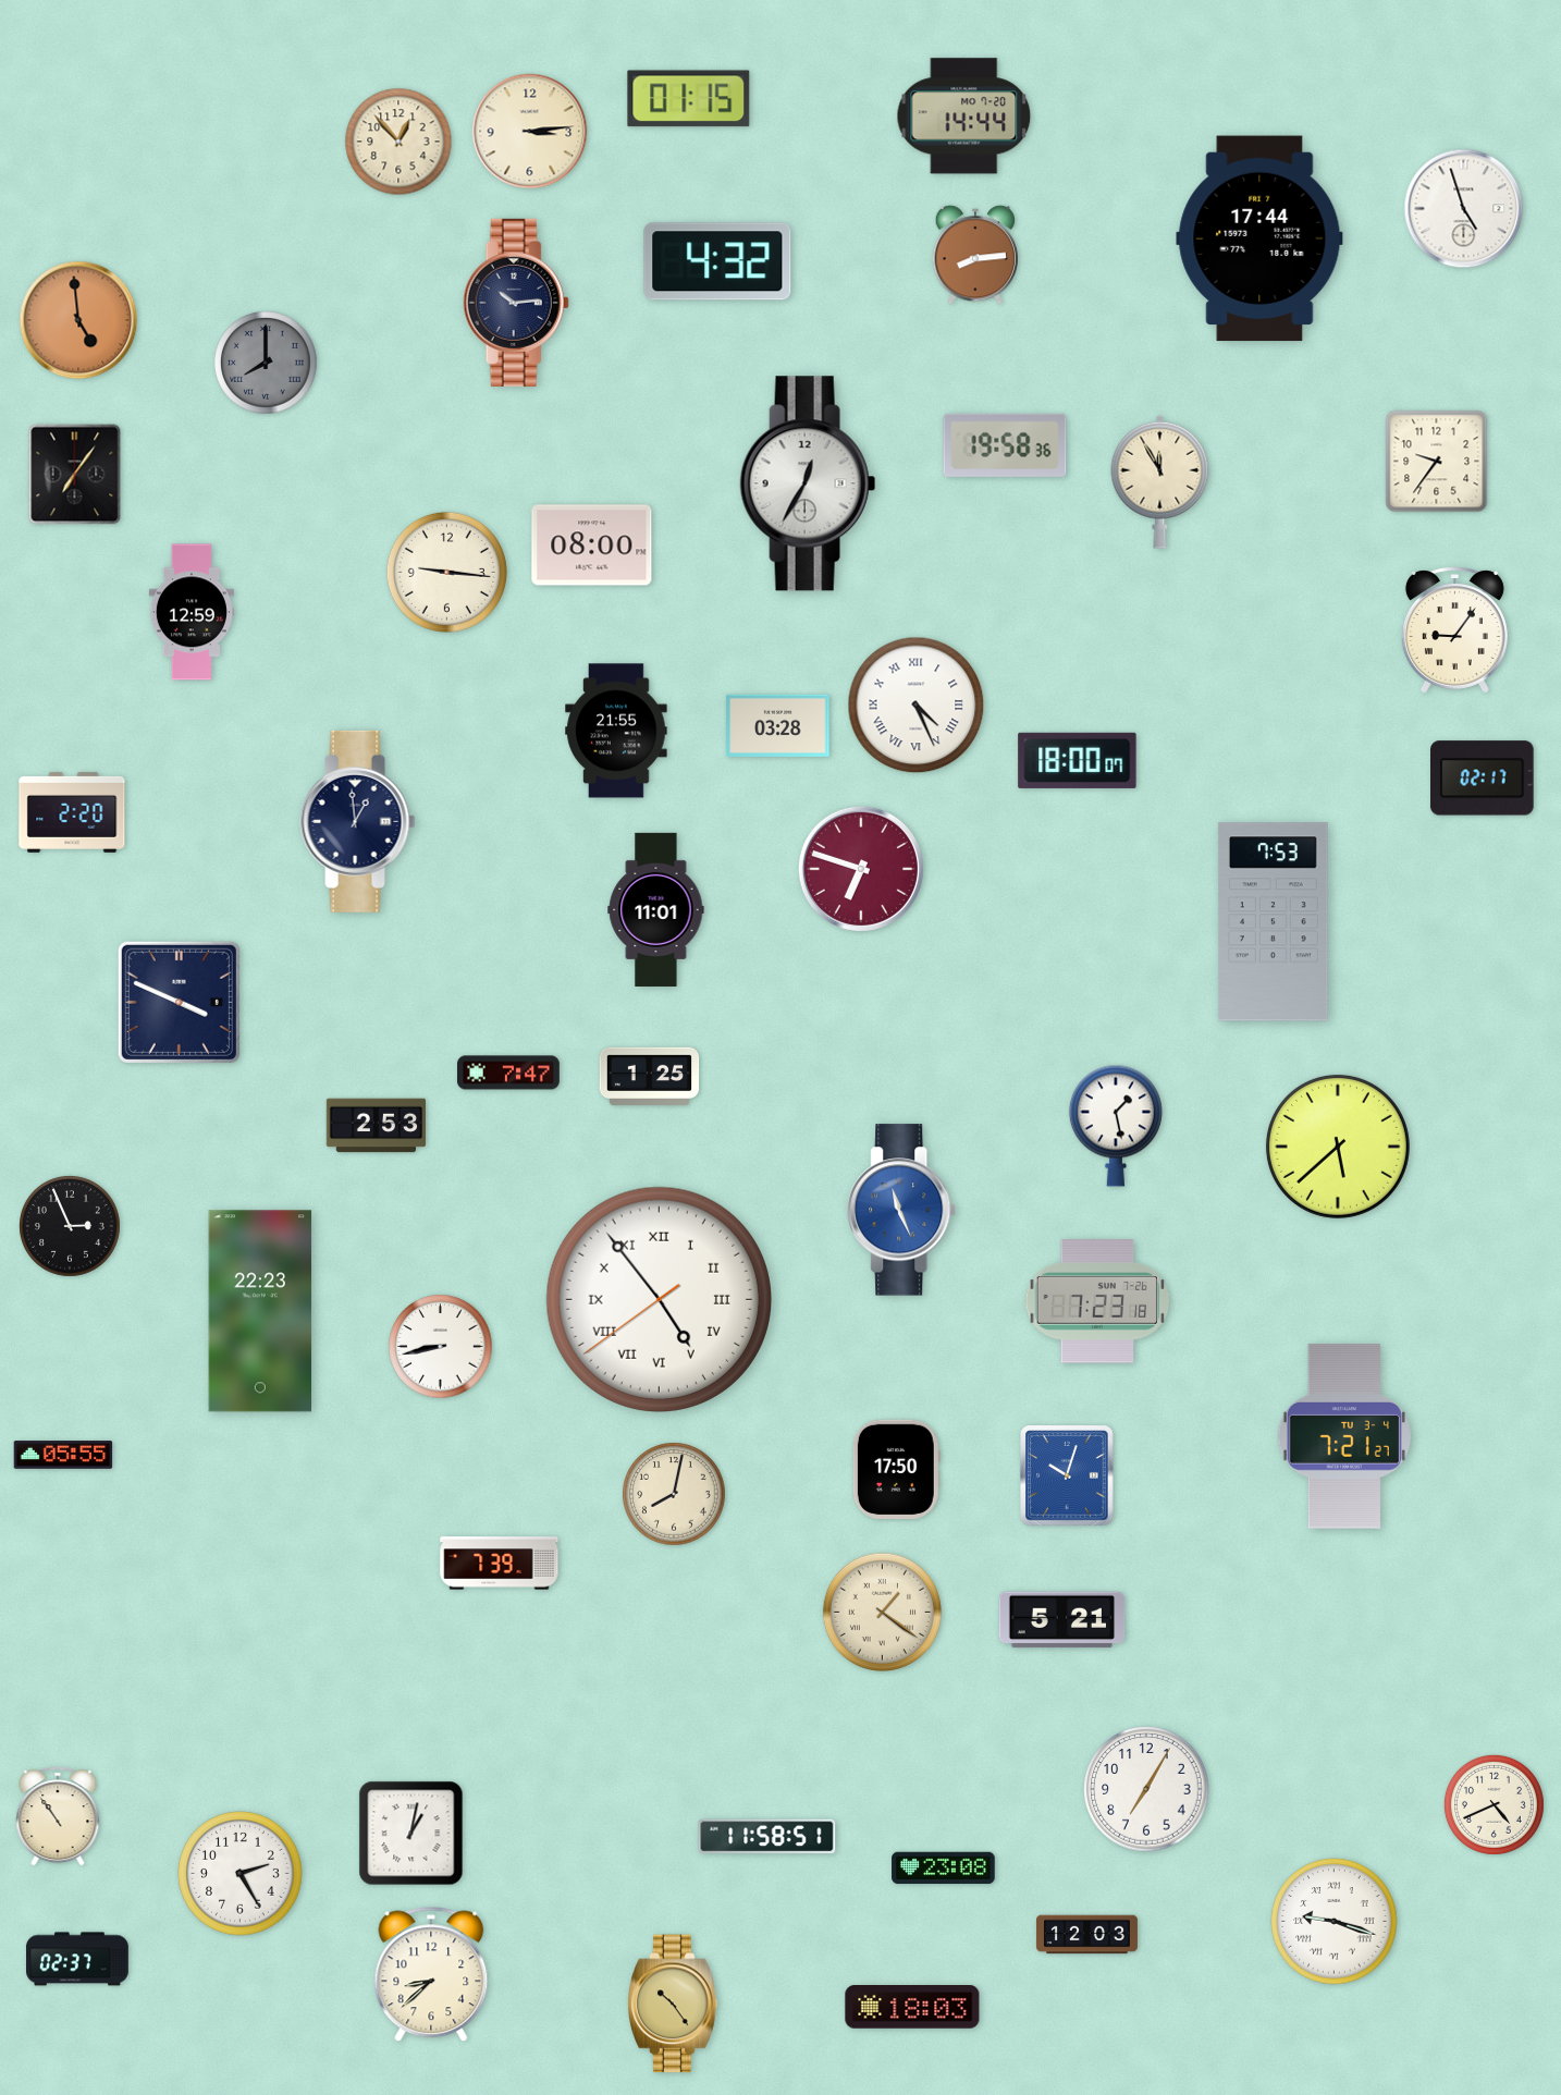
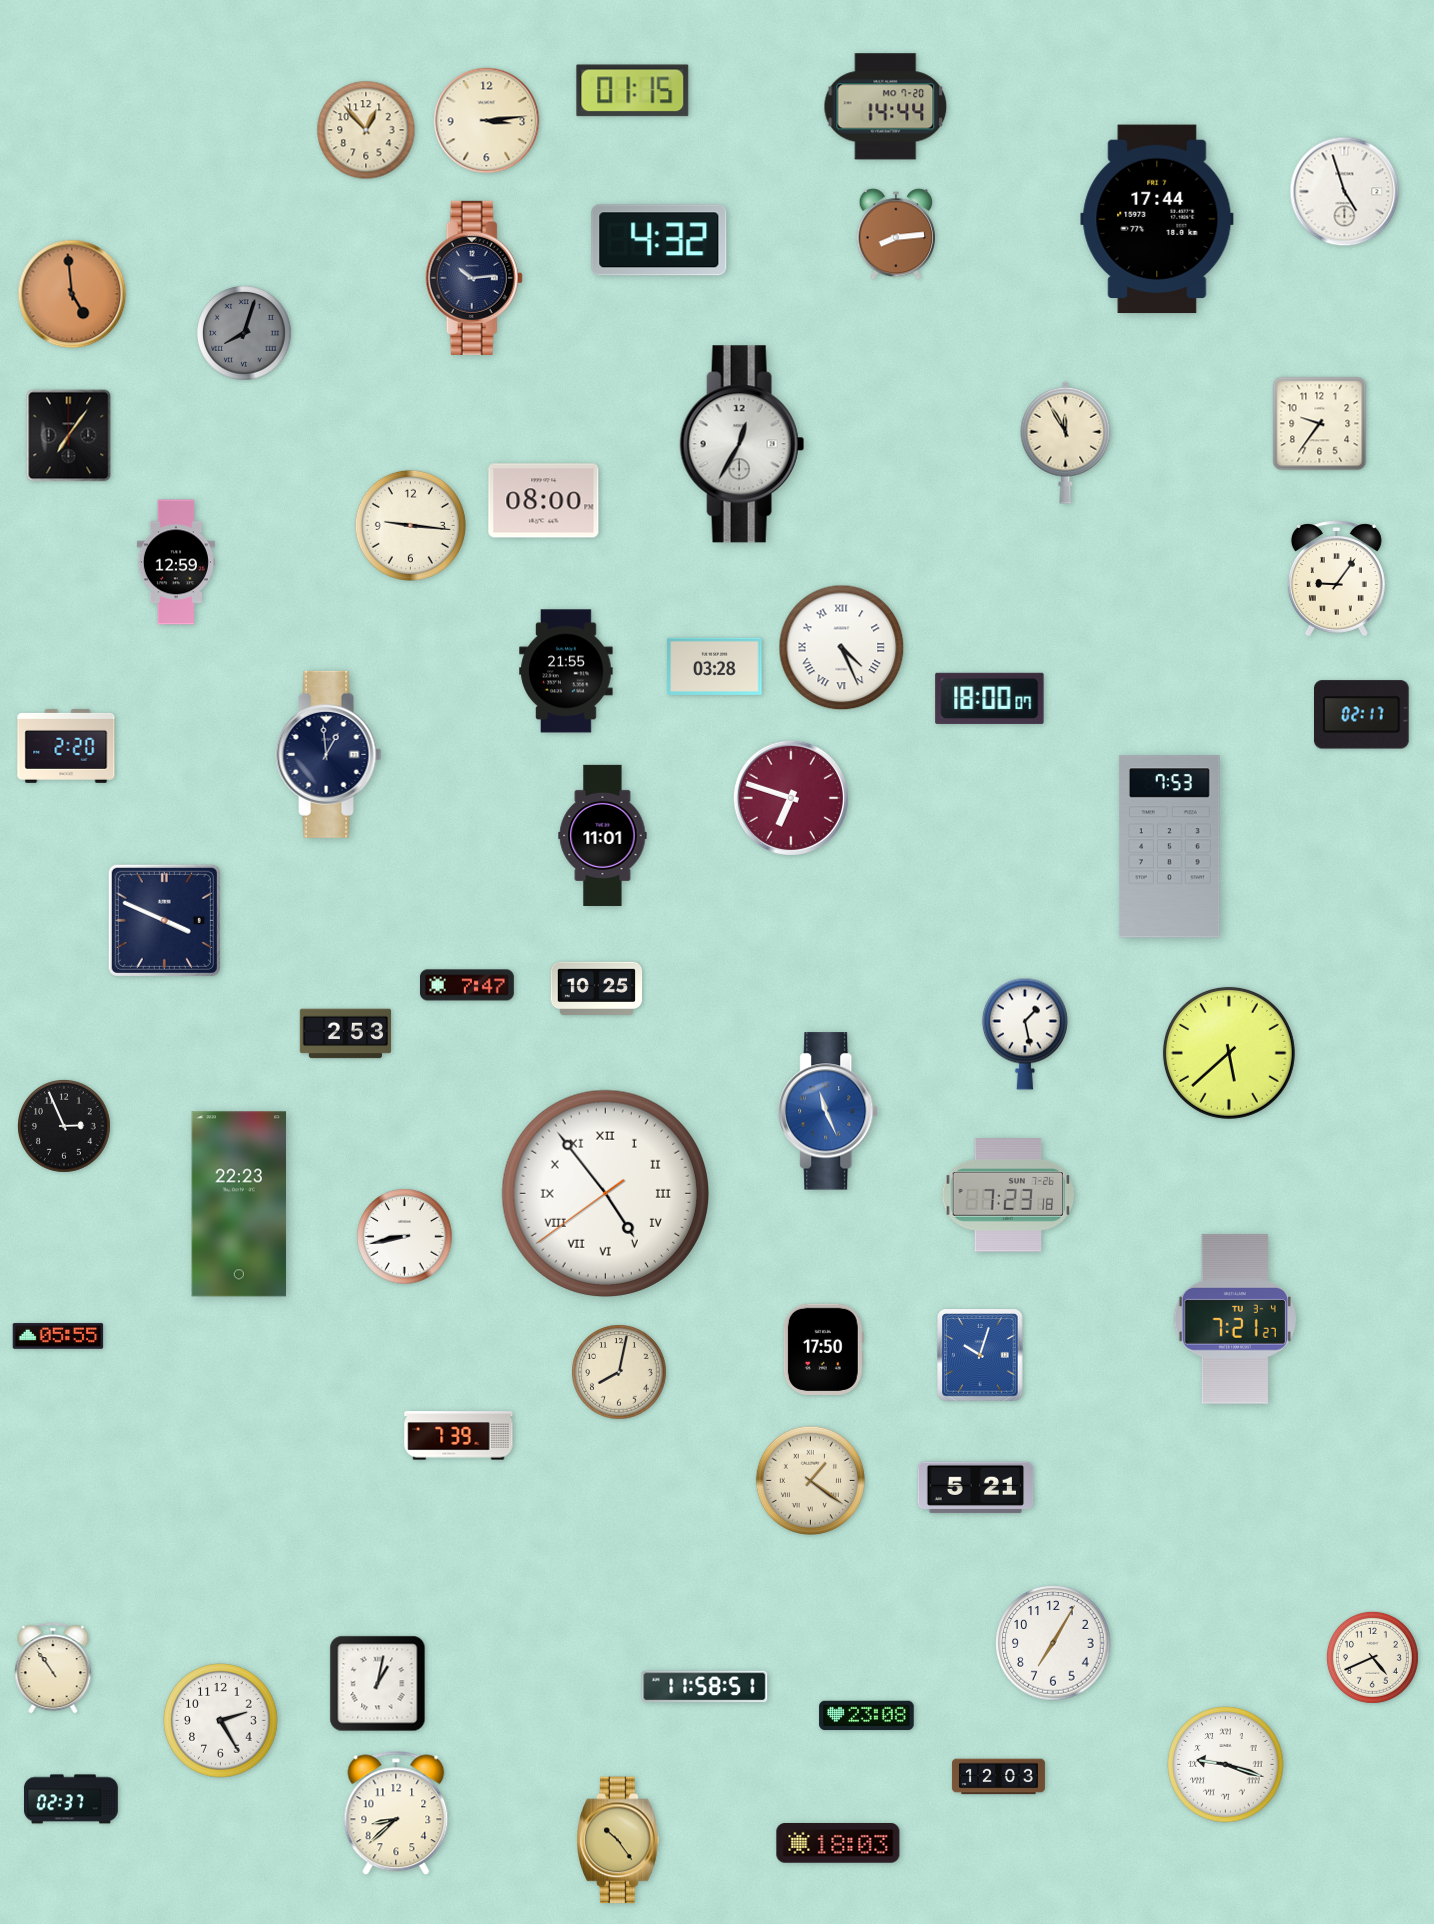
clock at (266, 363): 8:00 -> 8:03
clock at (1005, 445): 19:58 -> none
clock at (650, 1077): 1:25 -> 10:25
